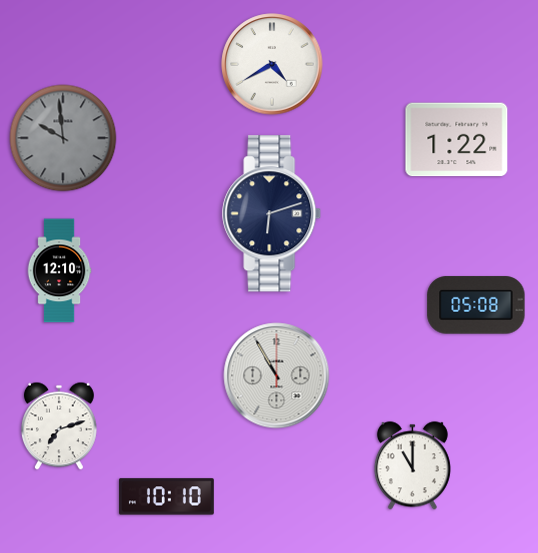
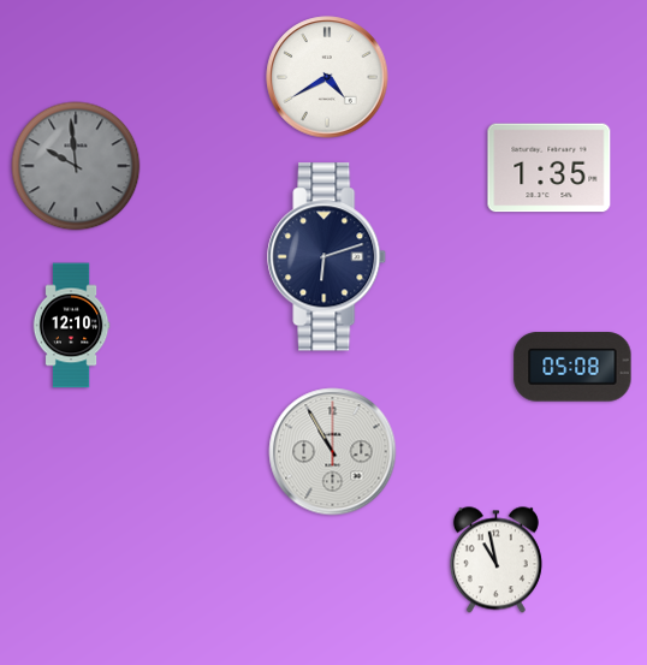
clock at (457, 140): 1:22 -> 1:35
clock at (59, 426): 7:12 -> none
clock at (412, 466): 11:00 -> 10:58
clock at (166, 497): 10:10 -> none
